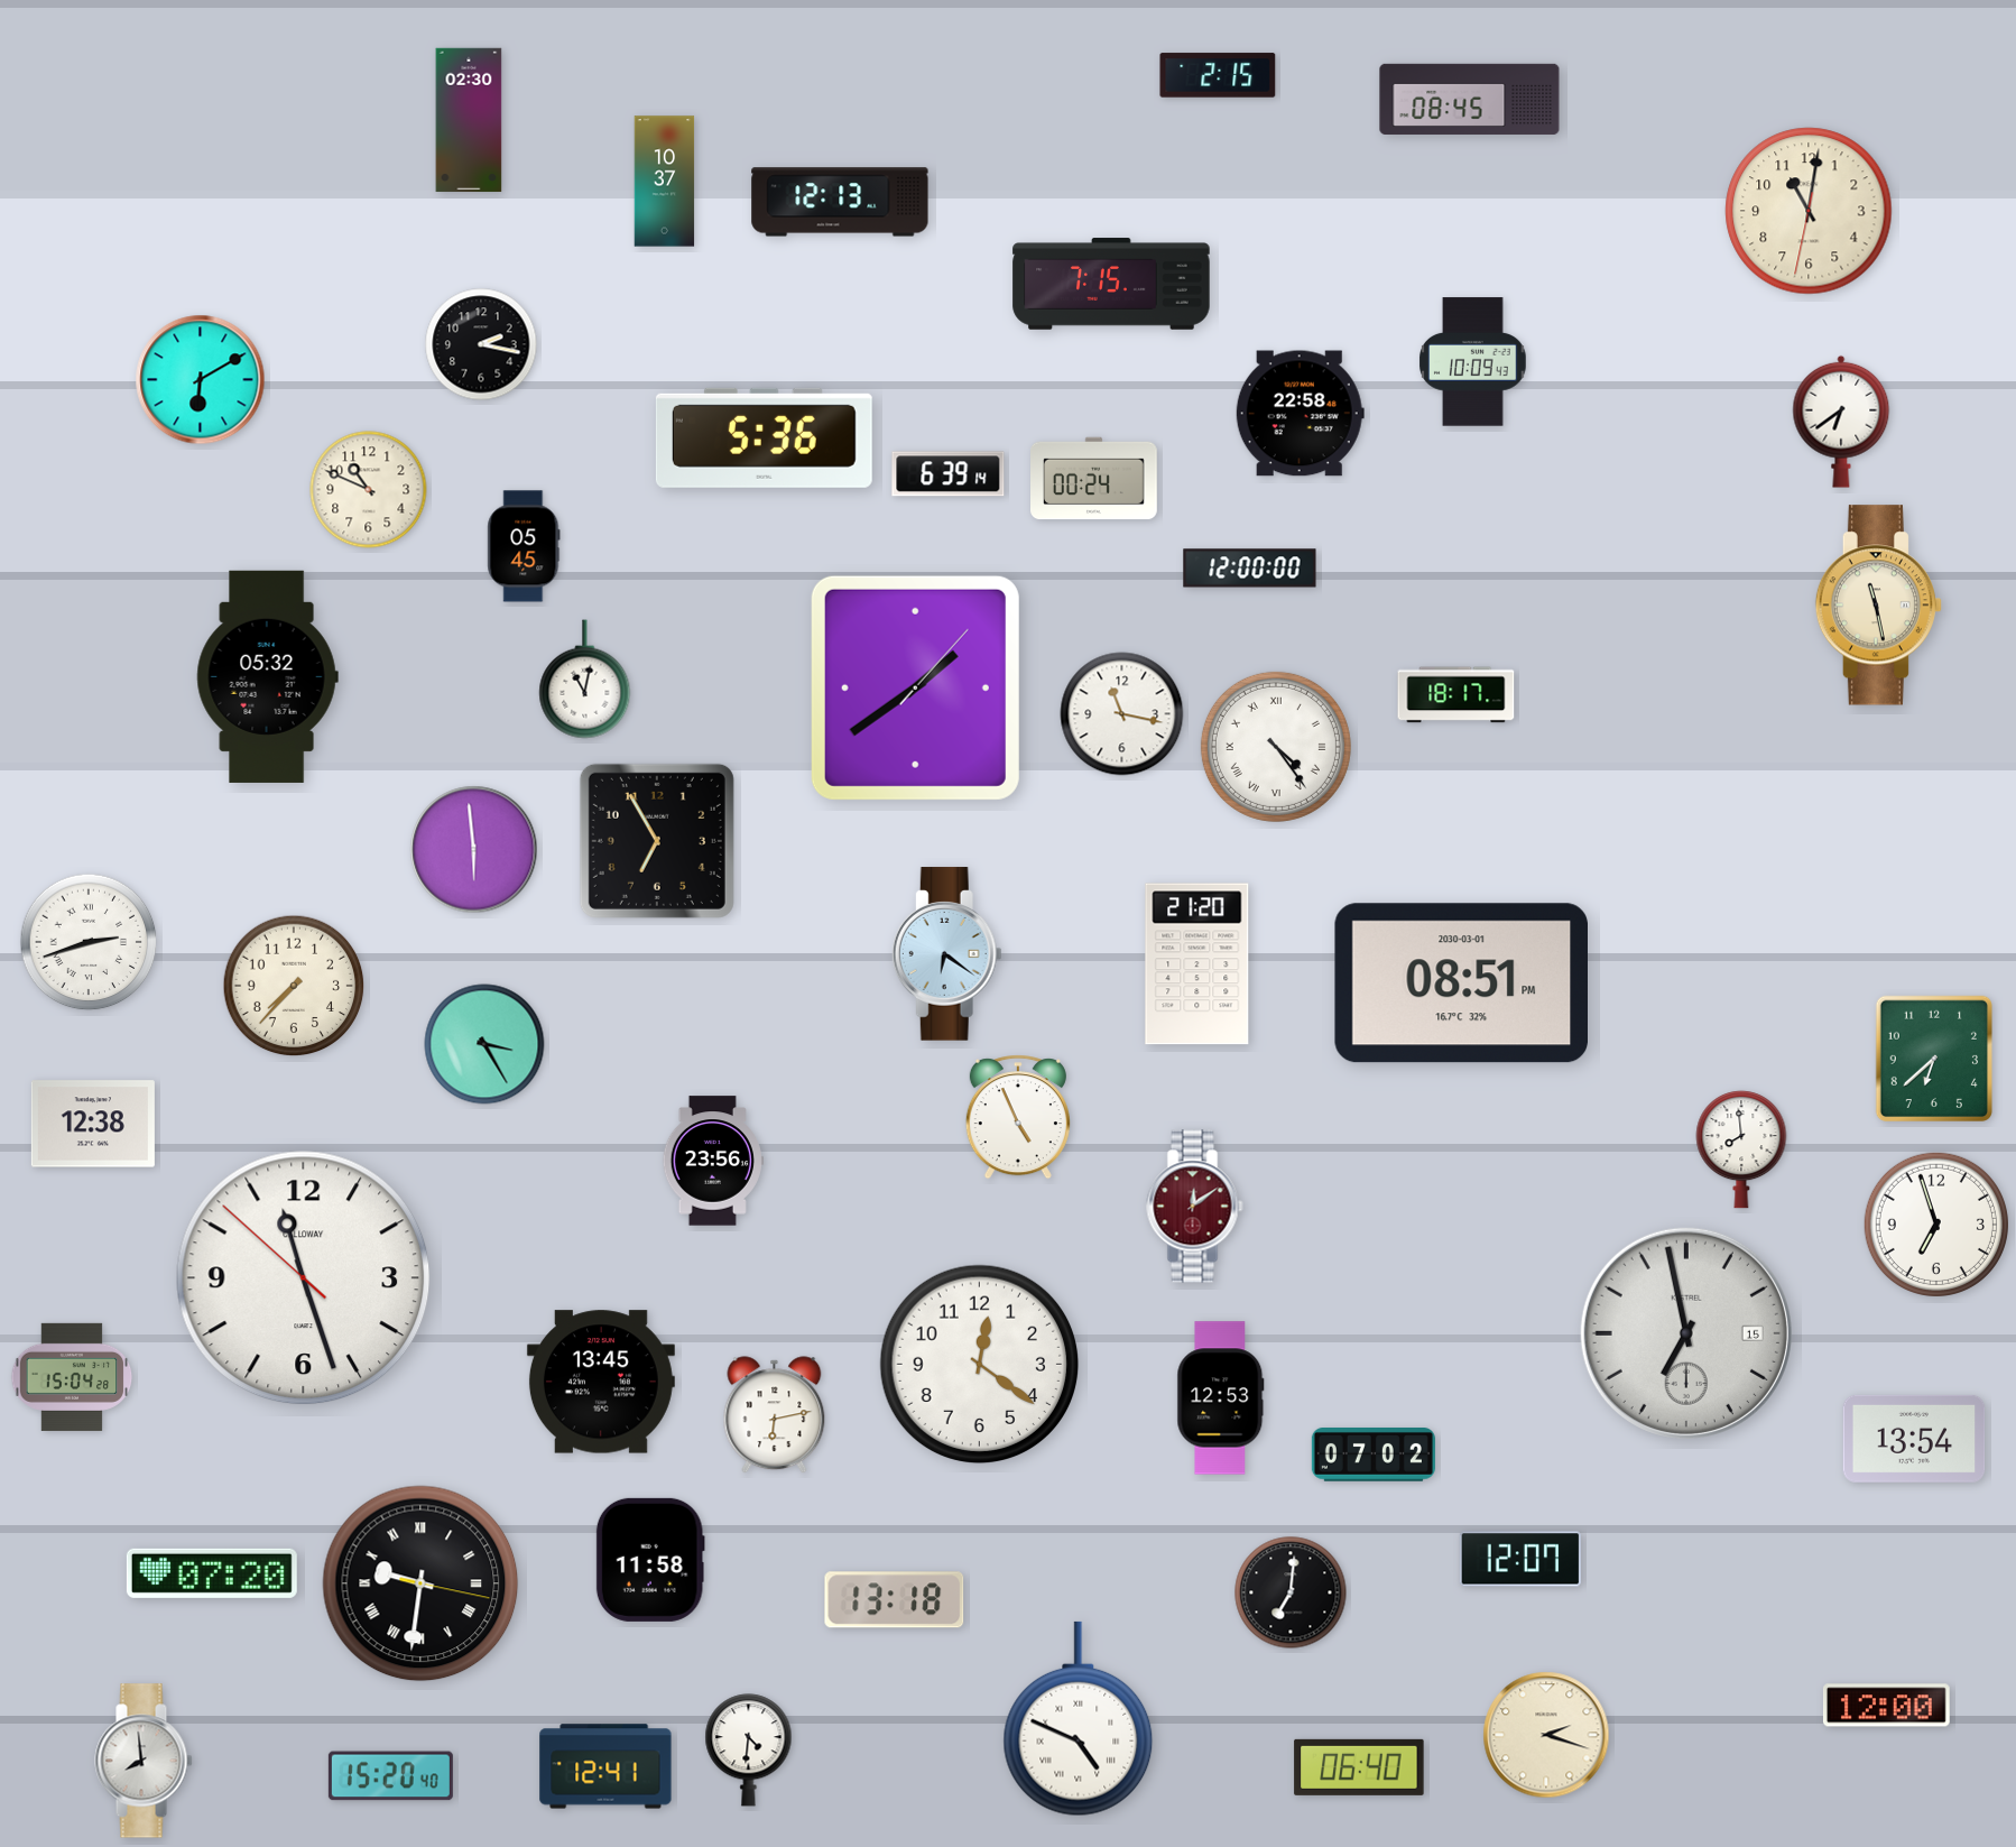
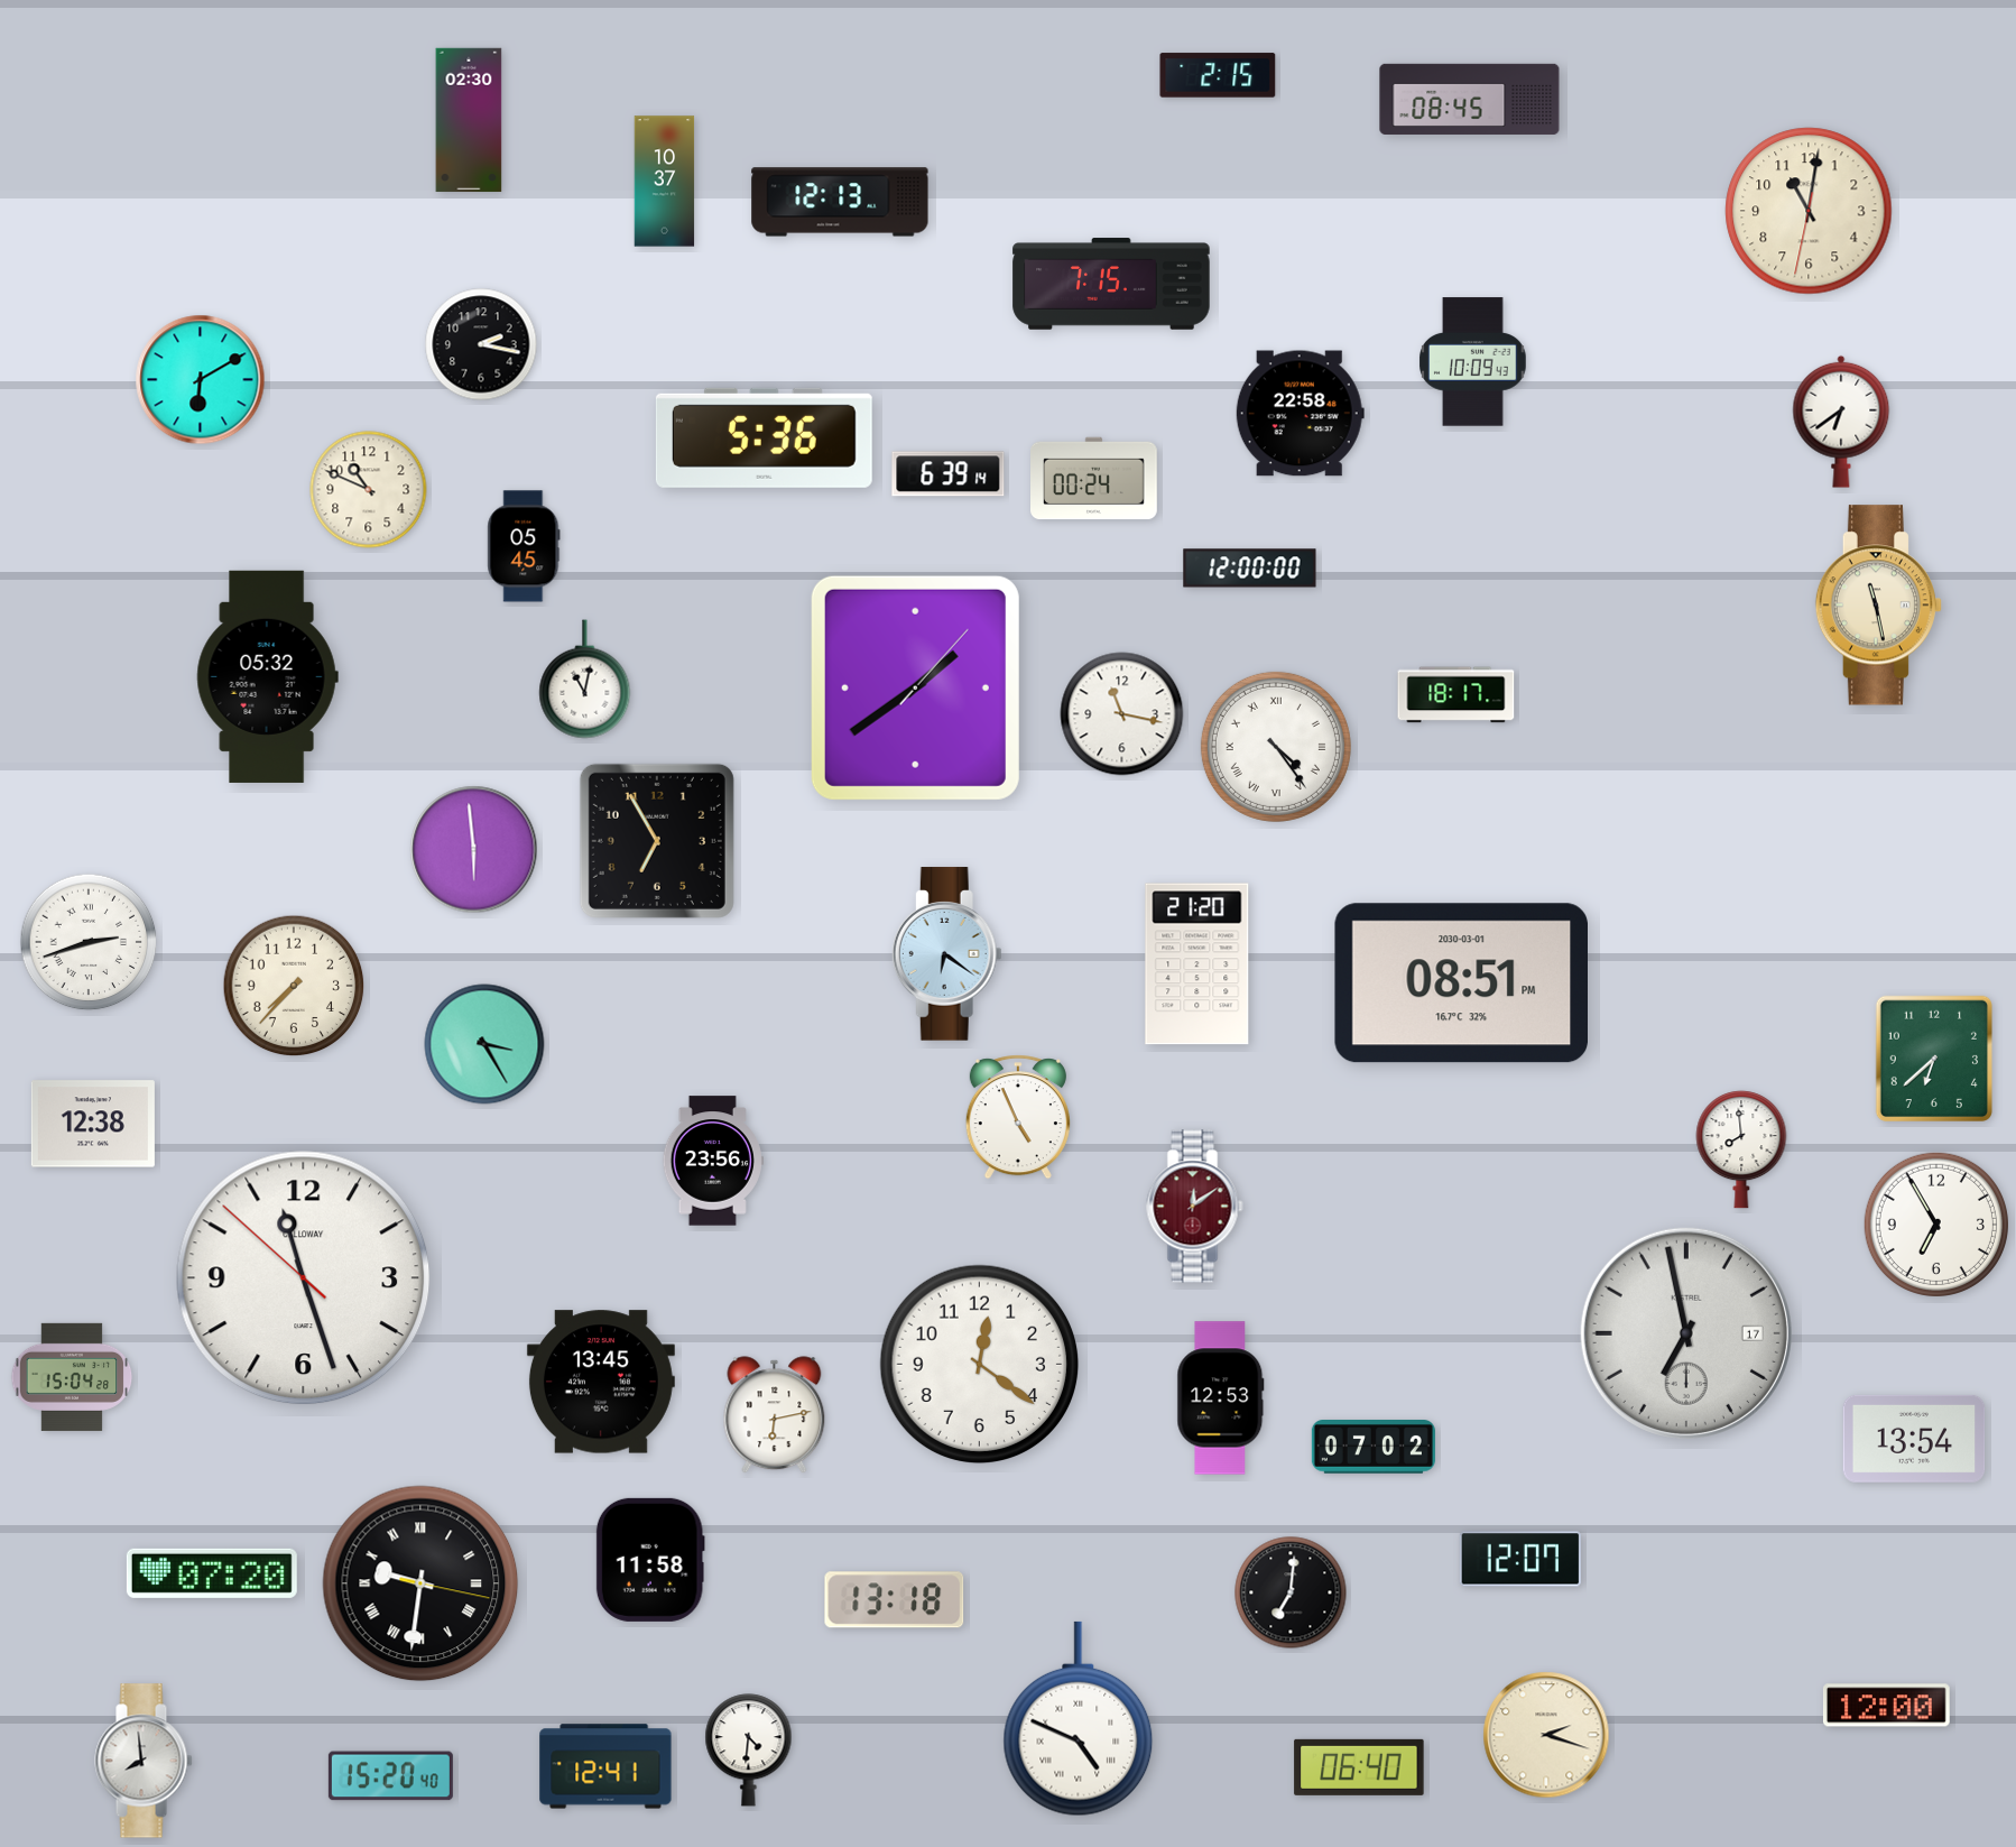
clock at (1936, 1225): 6:57 -> 6:55
clock at (1686, 1333) date: 15 -> 17
clock at (1374, 1456) position: (1374, 1456) -> (1374, 1448)
